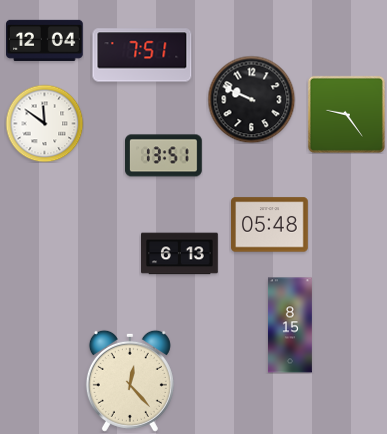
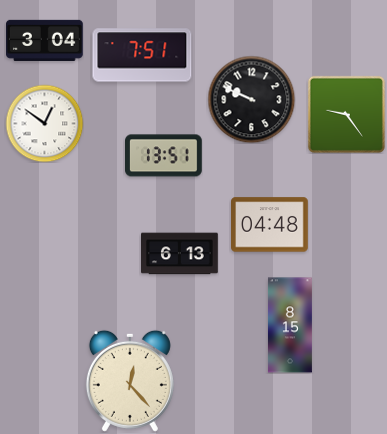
clock at (45, 40): 12:04 -> 3:04
clock at (44, 123): 11:51 -> 12:51
clock at (270, 225): 05:48 -> 04:48
